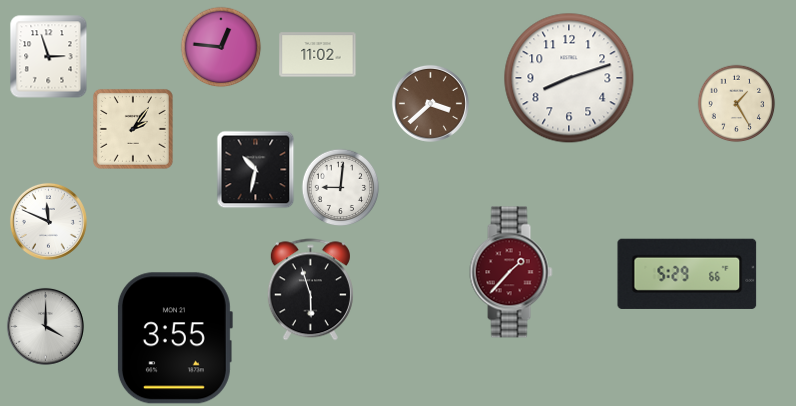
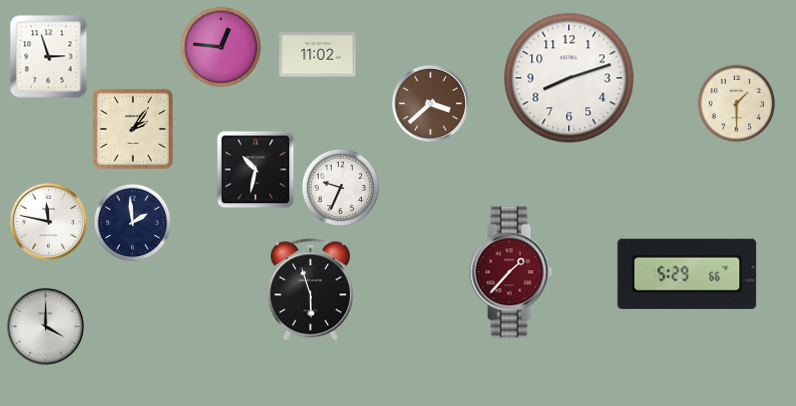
clock at (736, 103): 1:25 -> 1:30
clock at (340, 187): 9:01 -> 9:34
clock at (48, 221): 11:49 -> 11:47
clock at (132, 222): none -> 1:59
clock at (174, 338): 3:55 -> none
